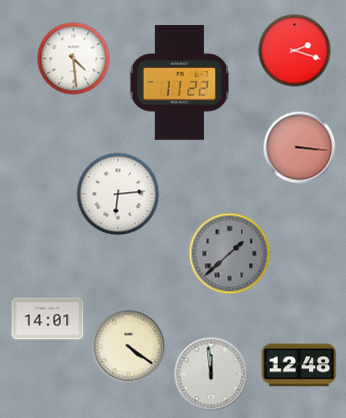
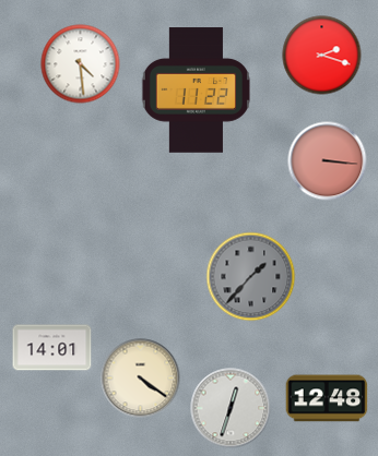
clock at (118, 194): 6:14 -> none
clock at (230, 254): 1:38 -> 1:37
clock at (211, 374): 11:59 -> 12:33
